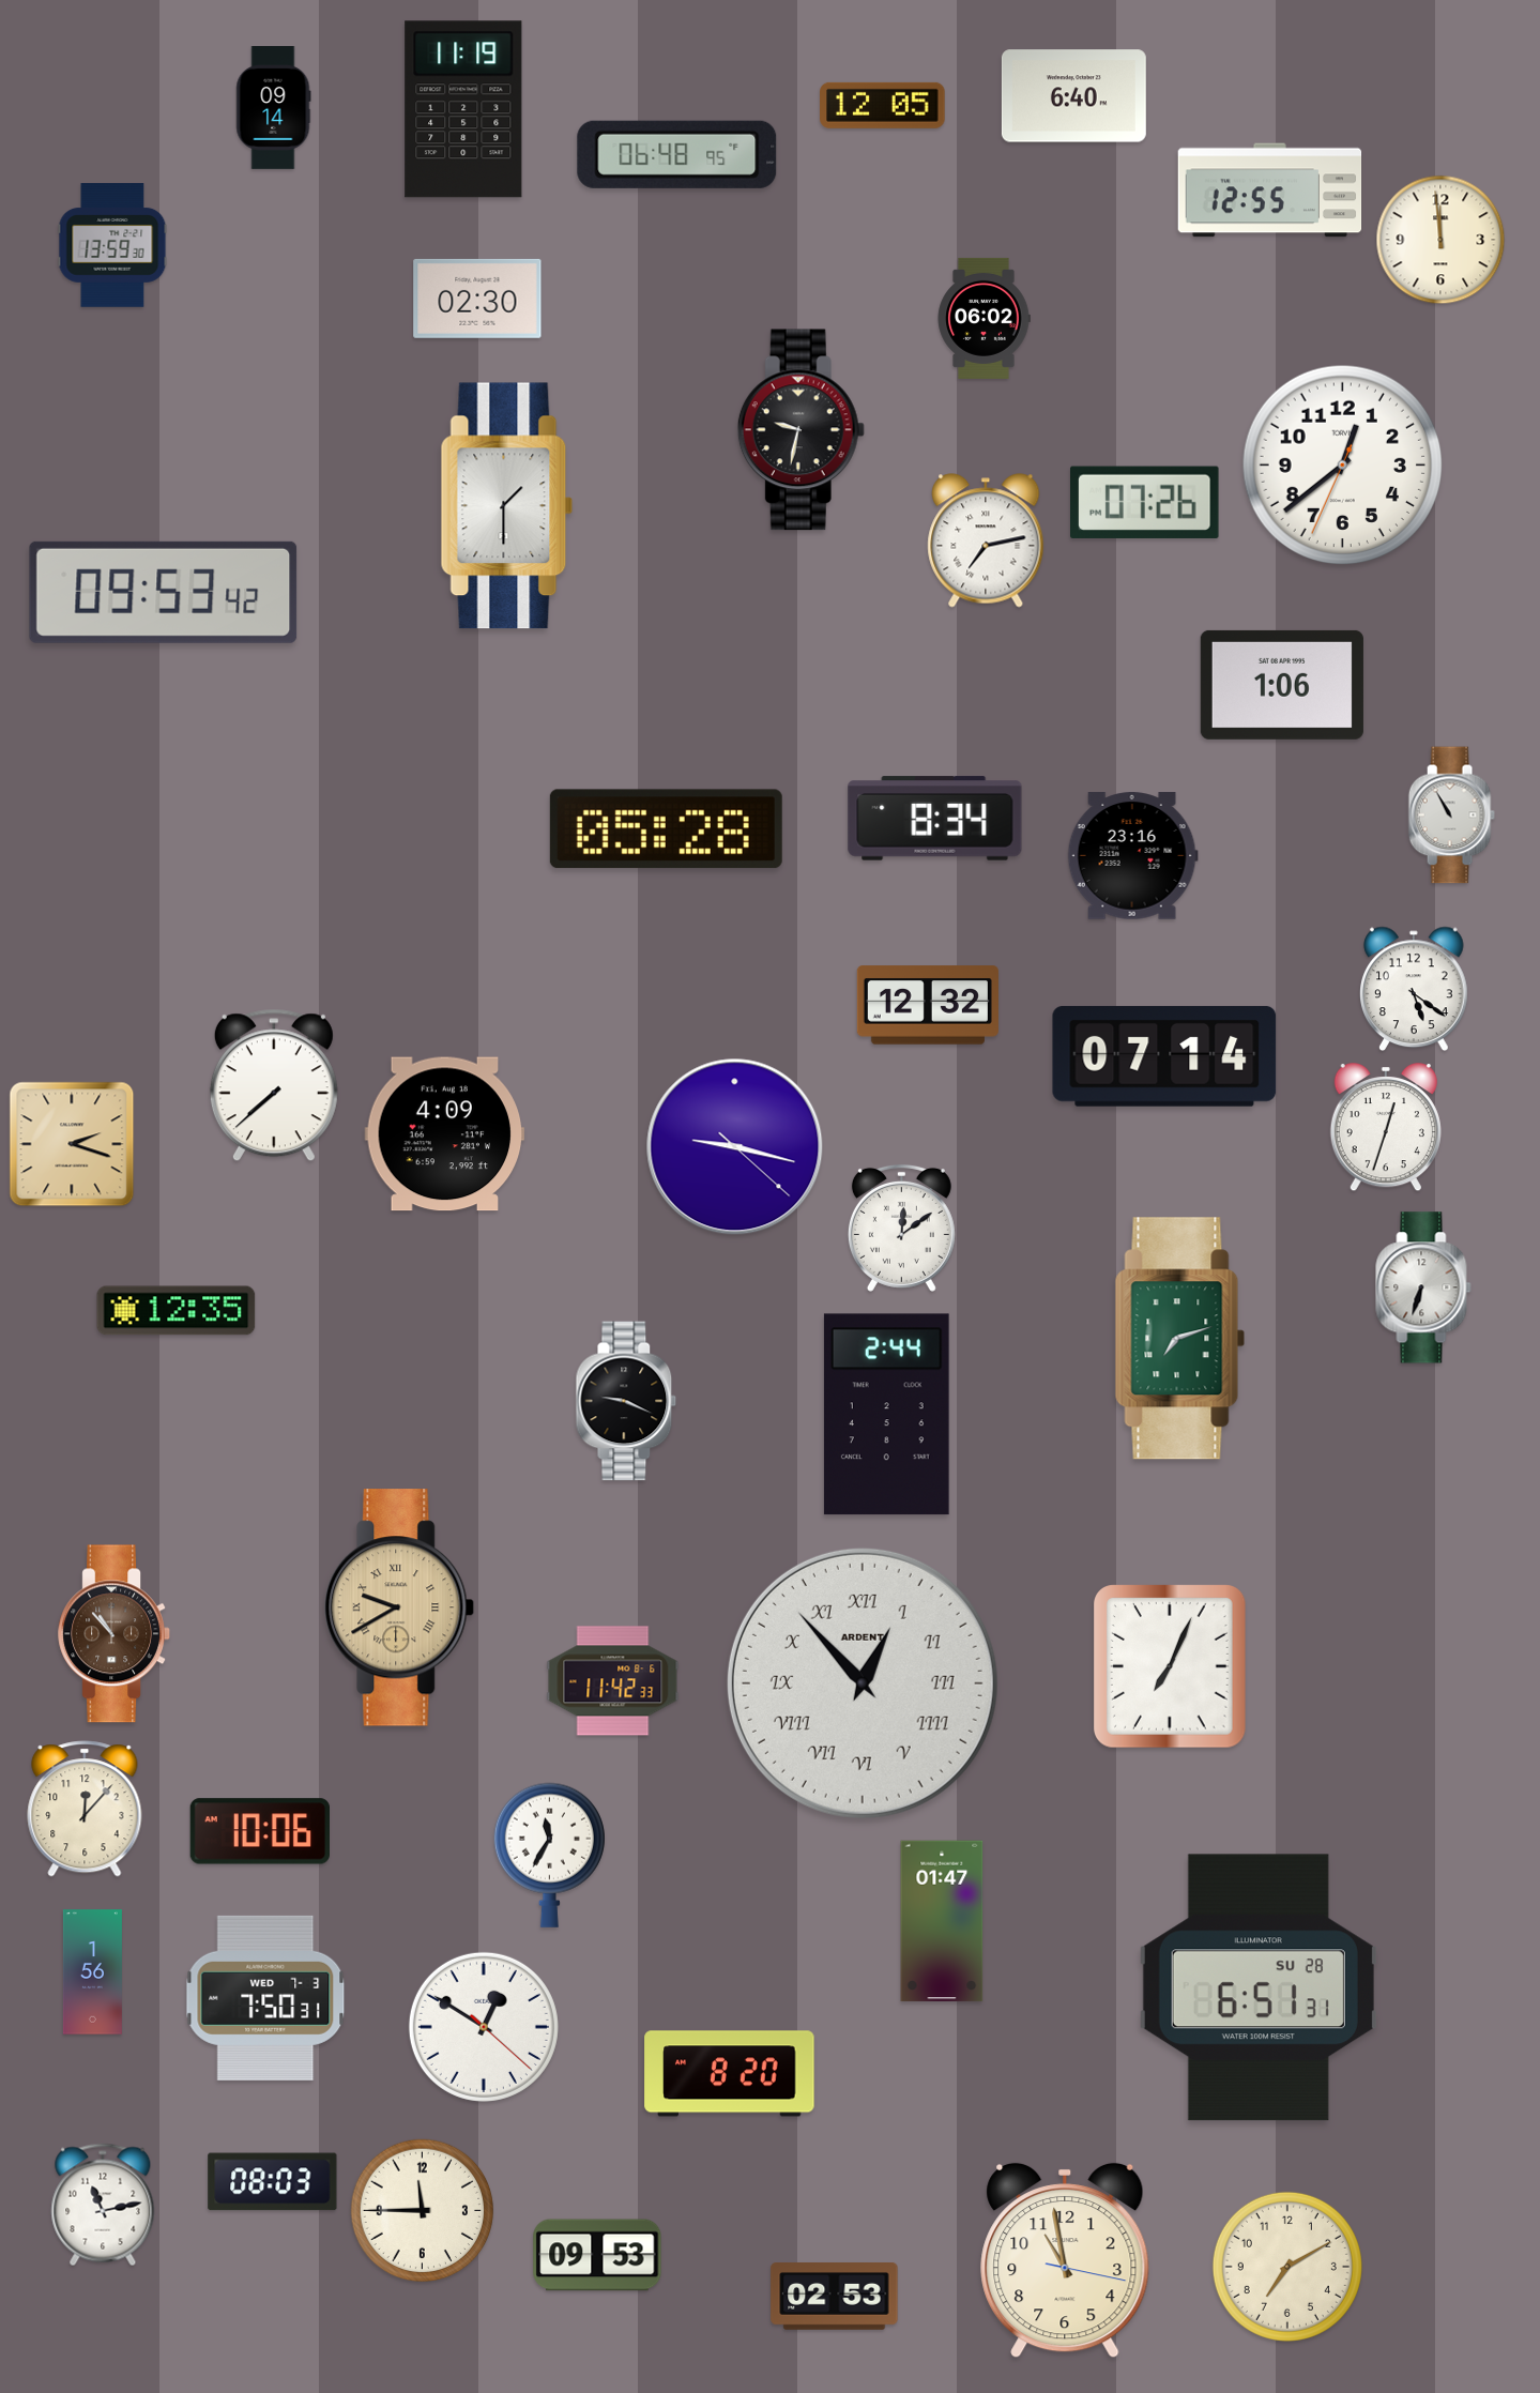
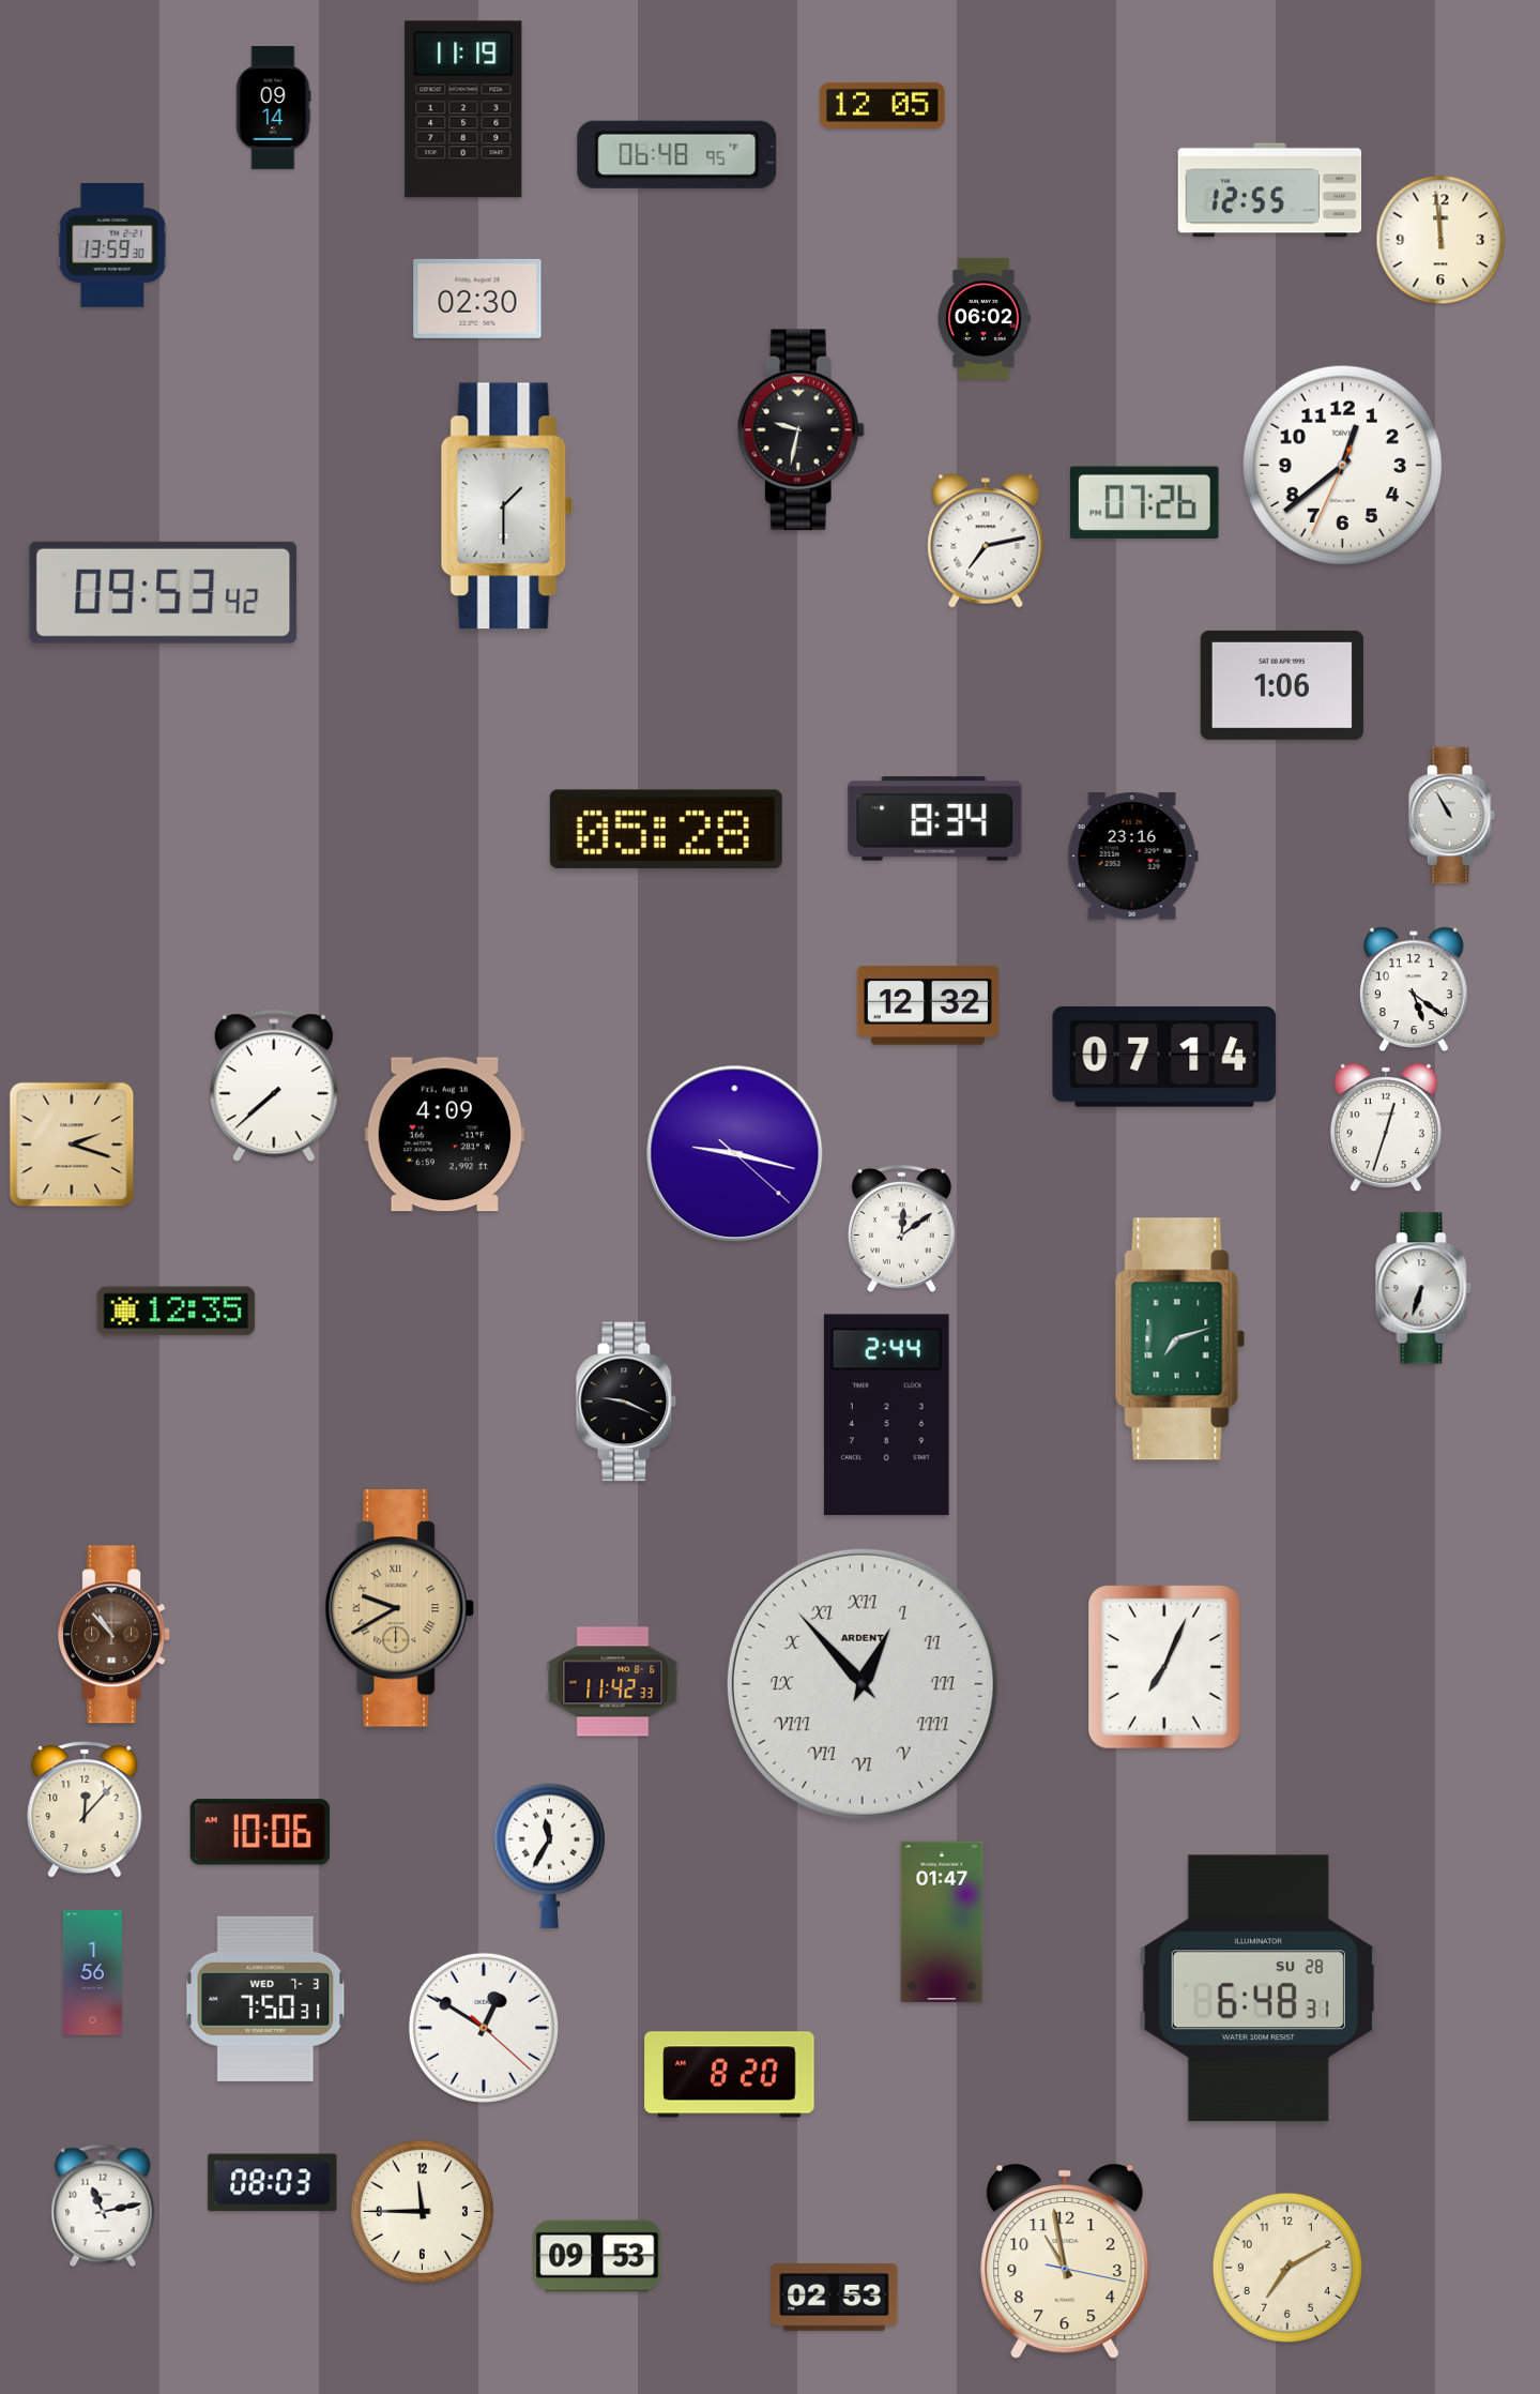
clock at (1073, 96): 6:40 -> none
clock at (735, 1147) position: (735, 1147) -> (735, 1154)
clock at (1171, 1666) position: (1171, 1666) -> (1165, 1667)
clock at (1259, 1987): 6:51 -> 6:48
